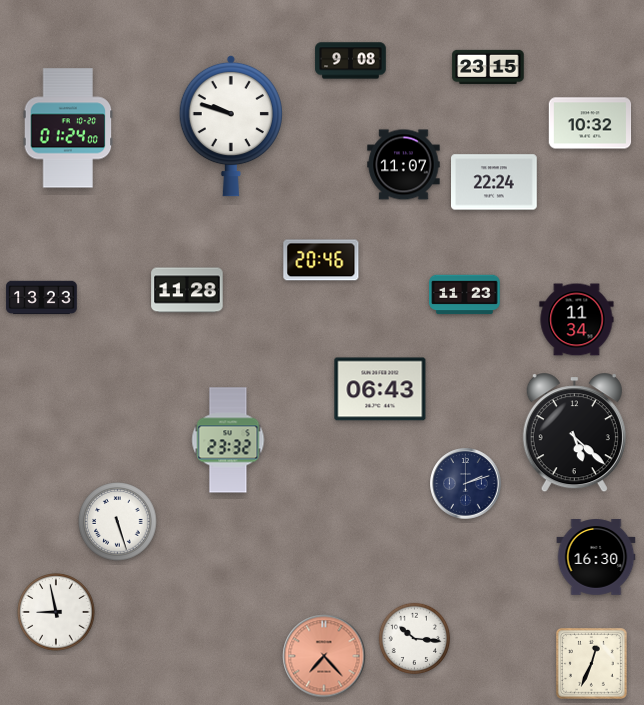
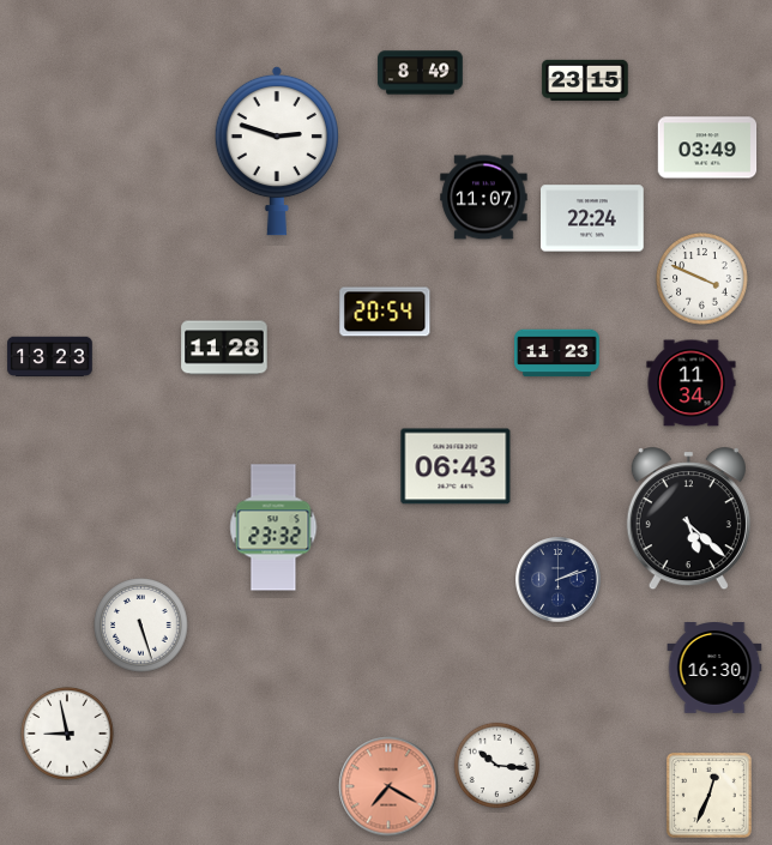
clock at (351, 61): 9:08 -> 8:49
clock at (590, 123): 10:32 -> 03:49
clock at (231, 126): 9:48 -> 2:48
clock at (68, 128): 01:24 -> none
clock at (702, 279): none -> 3:49
clock at (321, 260): 20:46 -> 20:54
clock at (324, 656): 7:23 -> 7:20
